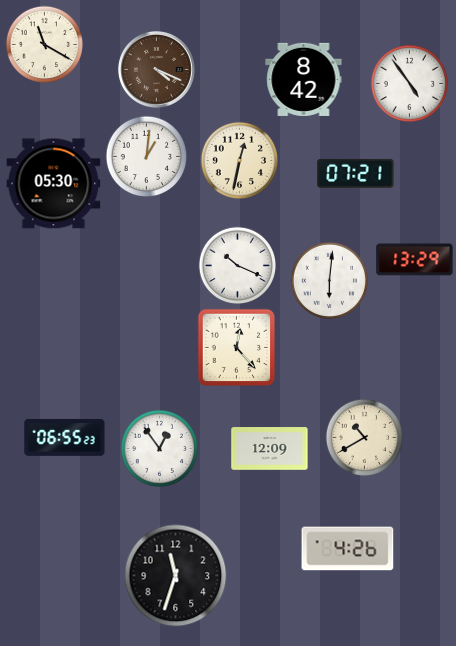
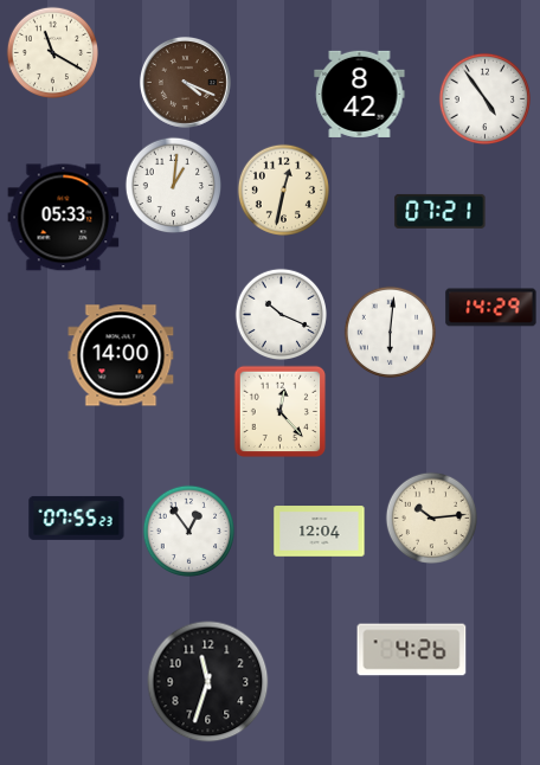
clock at (356, 173) position: (356, 173) -> (441, 211)
clock at (54, 184): 05:30 -> 05:33
clock at (415, 260): 13:29 -> 14:29
clock at (121, 355): none -> 14:00
clock at (65, 437): 06:55 -> 07:55
clock at (364, 437): 10:40 -> 10:14
clock at (270, 449): 12:09 -> 12:04
